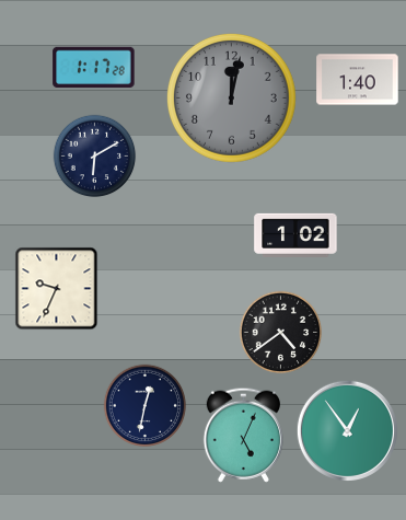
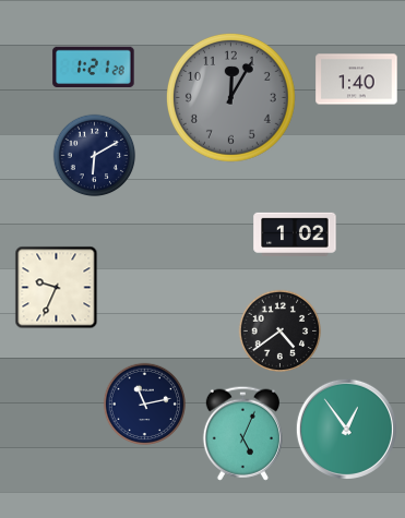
clock at (94, 67): 1:17 -> 1:21
clock at (231, 97): 12:02 -> 12:05
clock at (146, 406): 12:32 -> 11:13
